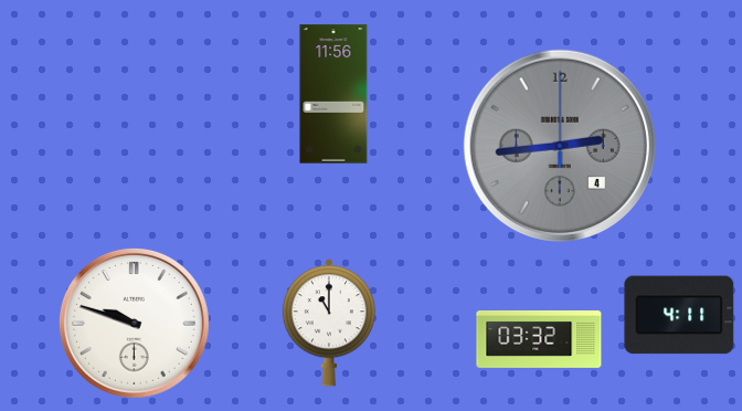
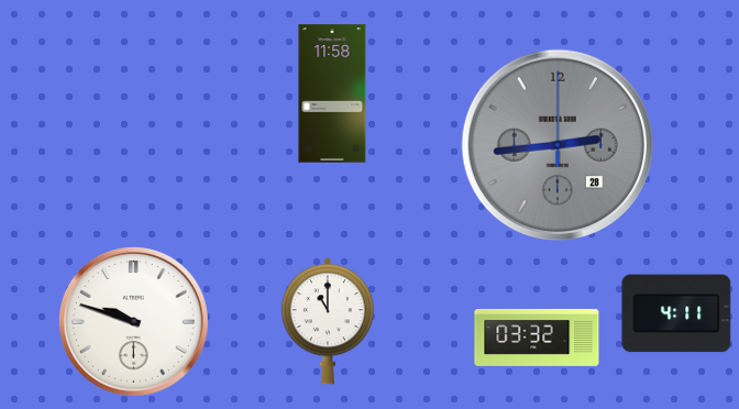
clock at (333, 94): 11:56 -> 11:58
clock at (560, 146) date: 4 -> 28
